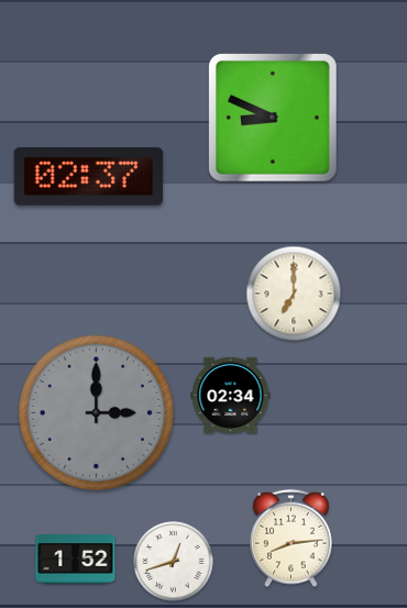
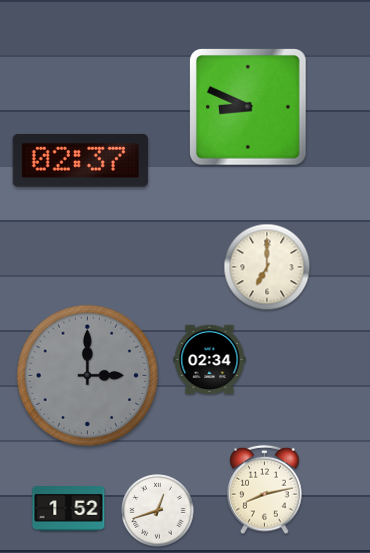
clock at (291, 539): 8:14 -> 8:13
